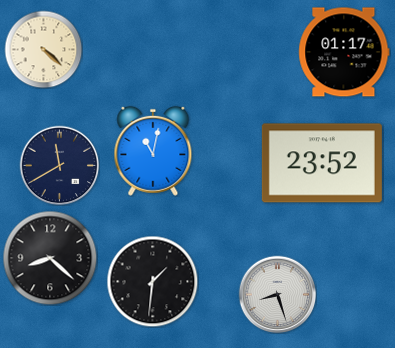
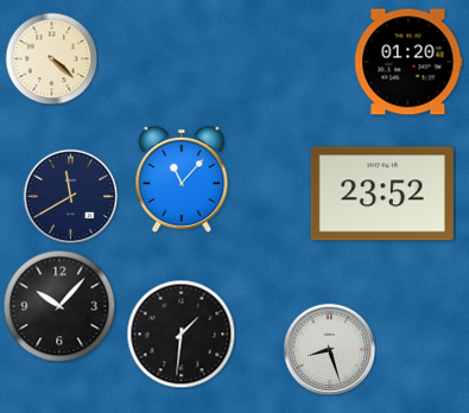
clock at (344, 52): 01:17 -> 01:20
clock at (153, 151): 11:02 -> 11:07
clock at (50, 258): 8:22 -> 10:07
